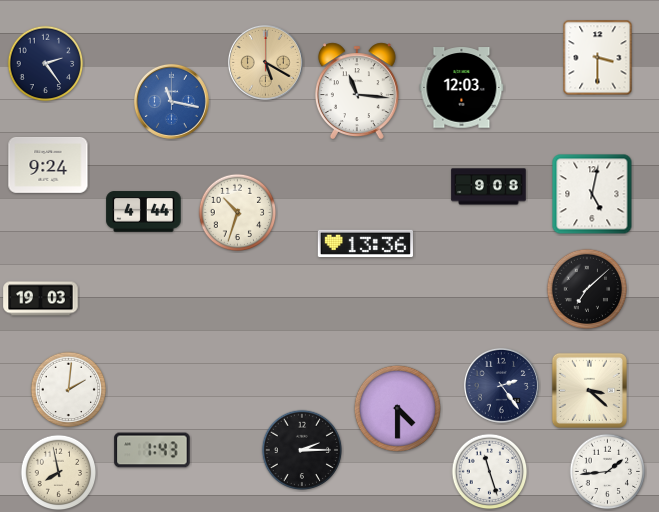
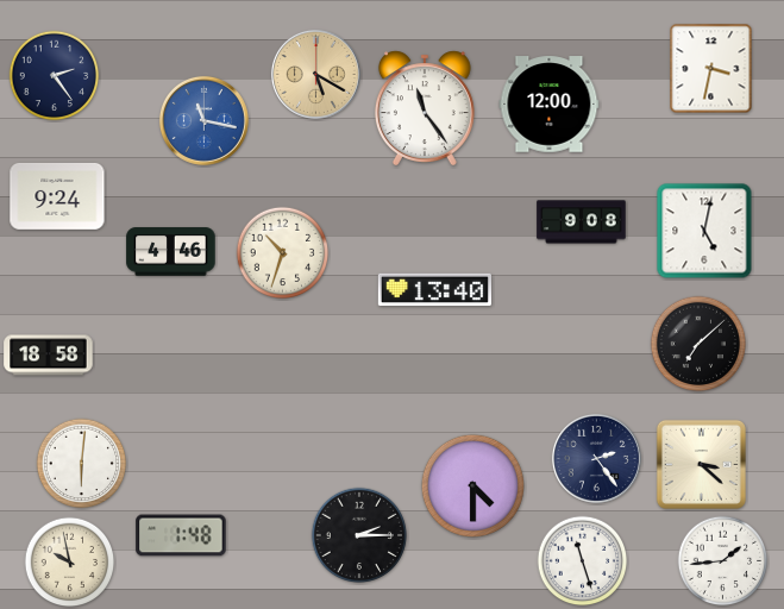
clock at (598, 58): 3:30 -> 3:32
clock at (462, 88): 12:03 -> 12:00
clock at (357, 90): 11:16 -> 11:24
clock at (144, 212): 4:44 -> 4:46
clock at (365, 244): 13:36 -> 13:40
clock at (41, 299): 19:03 -> 18:58
clock at (69, 390): 2:01 -> 6:01
clock at (152, 450): 1:43 -> 1:48
clock at (59, 473): 7:58 -> 9:58
